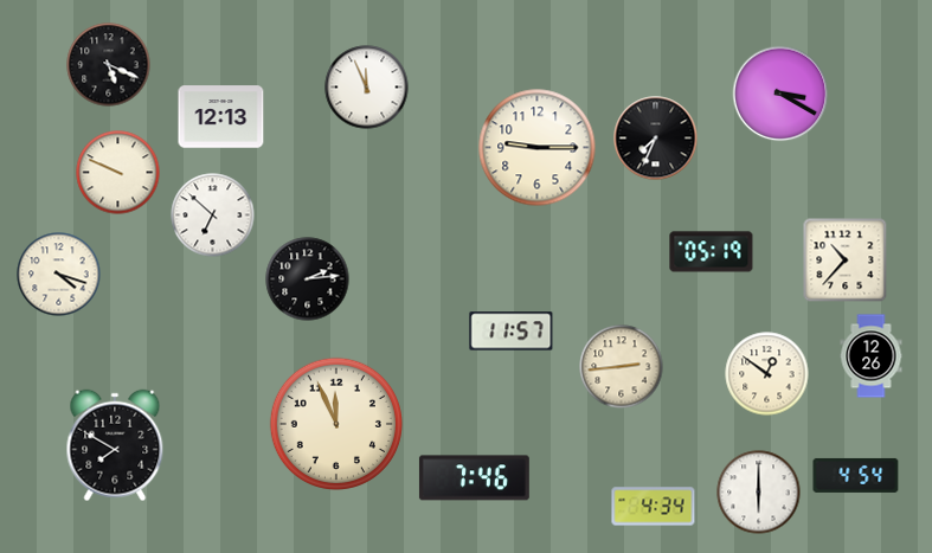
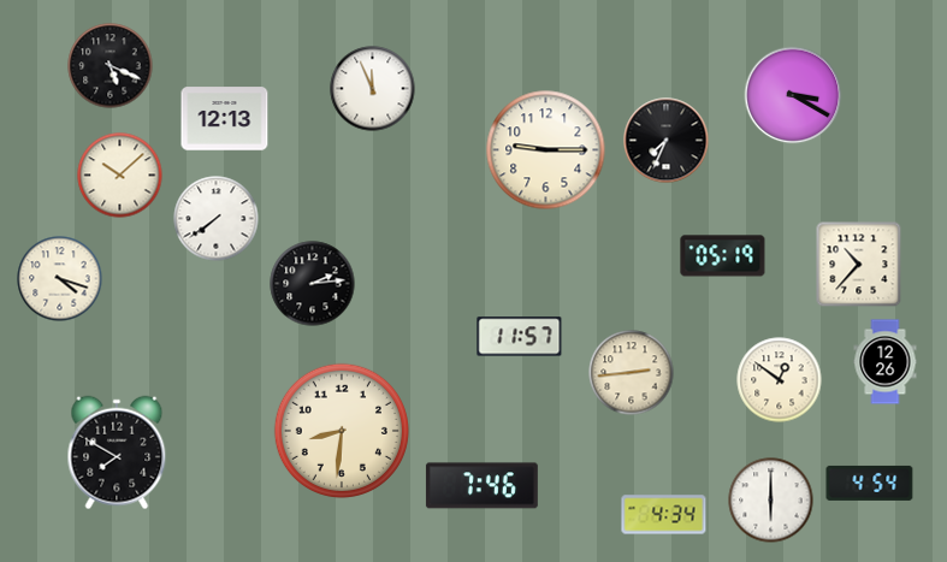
clock at (118, 173): 9:49 -> 10:08
clock at (213, 216): 6:52 -> 7:39
clock at (336, 424): 11:56 -> 8:31
